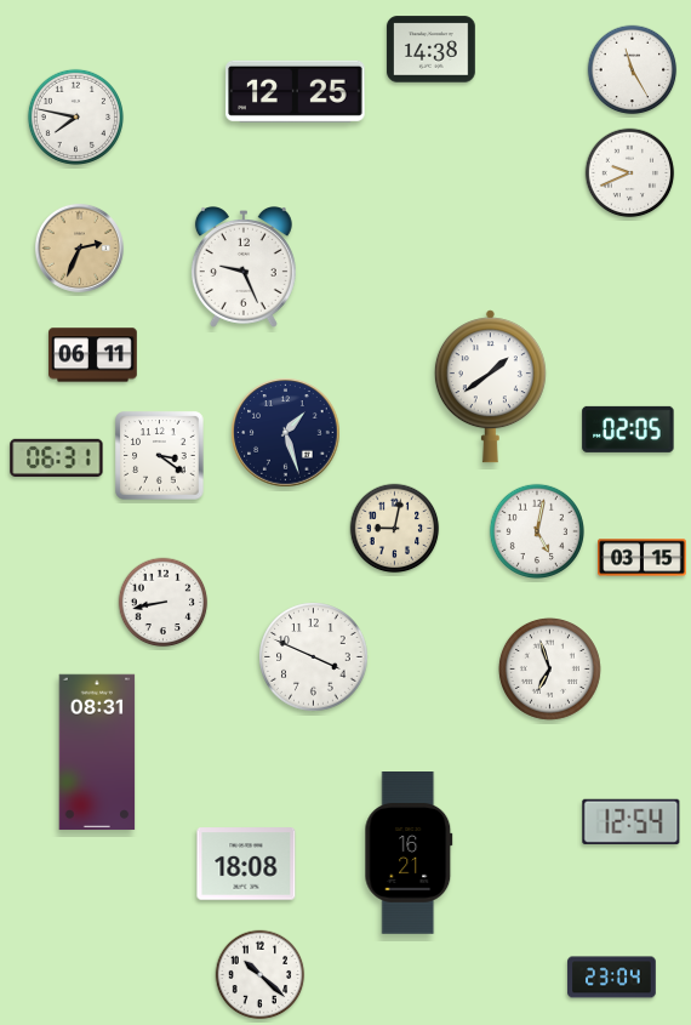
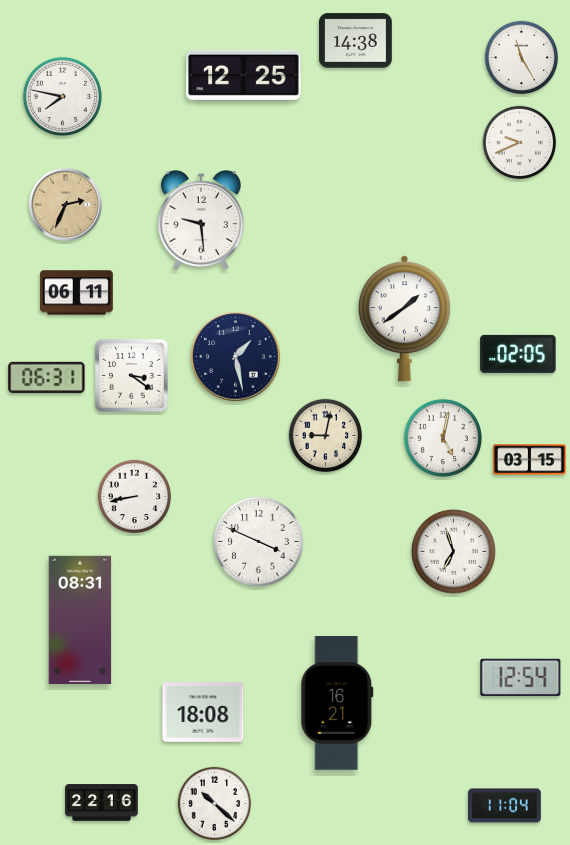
clock at (244, 268): 9:26 -> 9:29
clock at (286, 433): 1:27 -> 1:28
clock at (102, 803): none -> 22:16
clock at (612, 978): 23:04 -> 11:04
